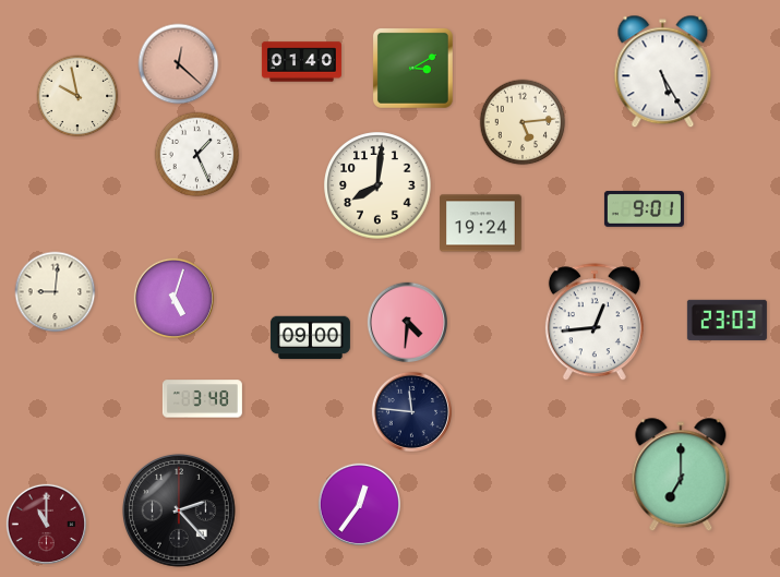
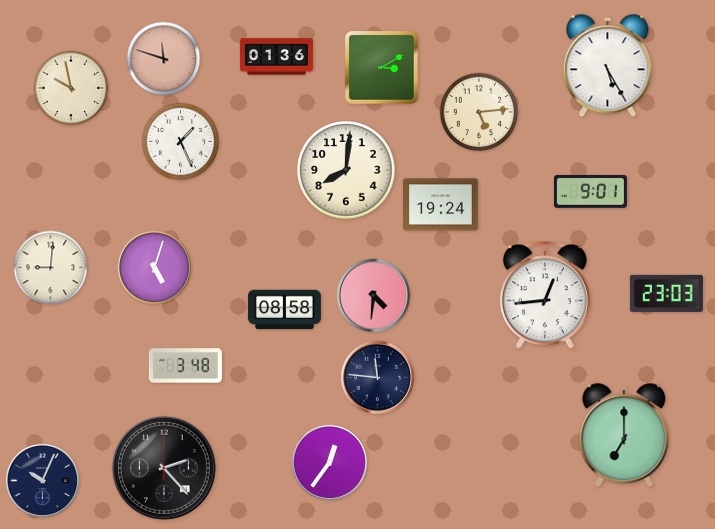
clock at (301, 62): 01:40 -> 01:36
clock at (179, 64): 12:22 -> 11:48
clock at (412, 68) position: (412, 68) -> (381, 67)
clock at (173, 298) position: (173, 298) -> (154, 267)
clock at (310, 338): 09:00 -> 08:58
clock at (46, 524): 11:00 -> 10:04
clock at (46, 524) dial: burgundy -> navy
